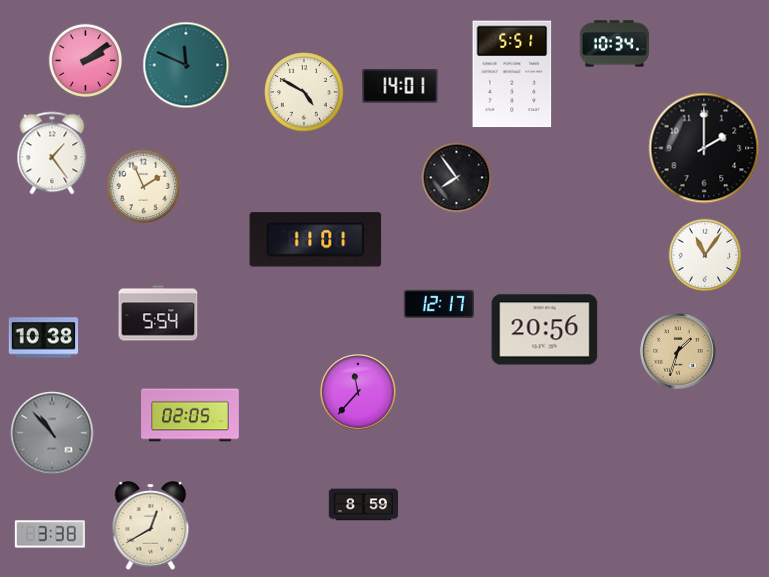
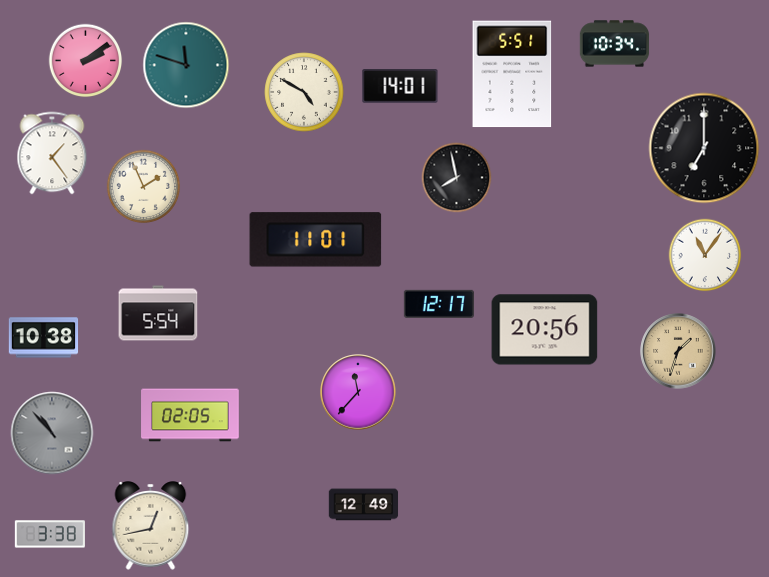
clock at (186, 65): 11:49 -> 11:48
clock at (704, 148): 2:00 -> 7:00
clock at (457, 178): 7:54 -> 7:58
clock at (364, 505): 8:59 -> 12:49
clock at (151, 526): 12:40 -> 12:43
